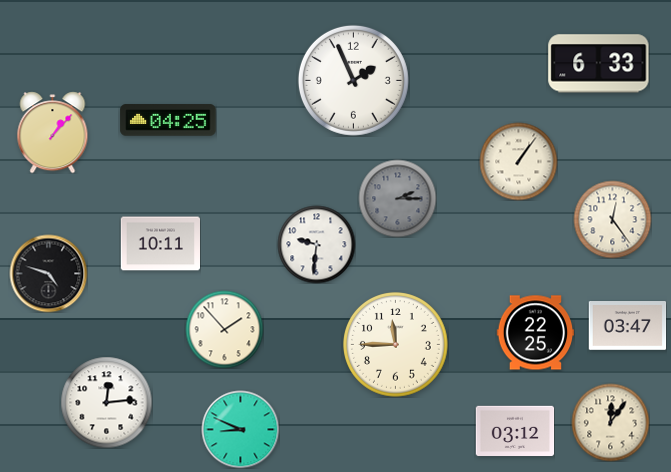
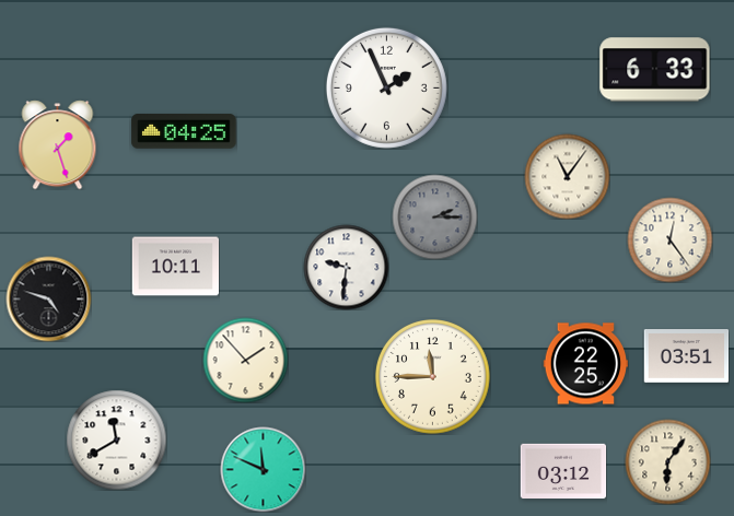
clock at (53, 132): 1:07 -> 1:27
clock at (518, 161): 1:06 -> 11:06
clock at (48, 273) position: (48, 273) -> (48, 298)
clock at (627, 326): 03:47 -> 03:51
clock at (106, 402): 12:14 -> 11:40
clock at (610, 422): 12:06 -> 6:06
clock at (240, 429): 8:49 -> 11:49
